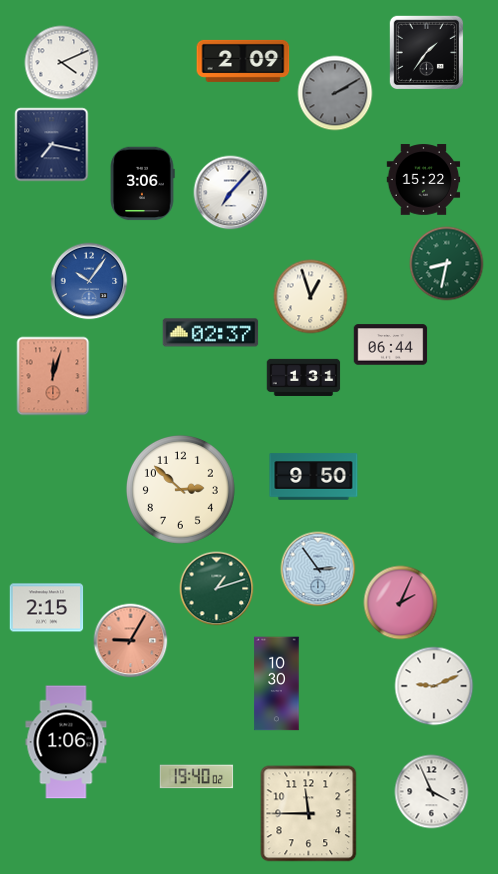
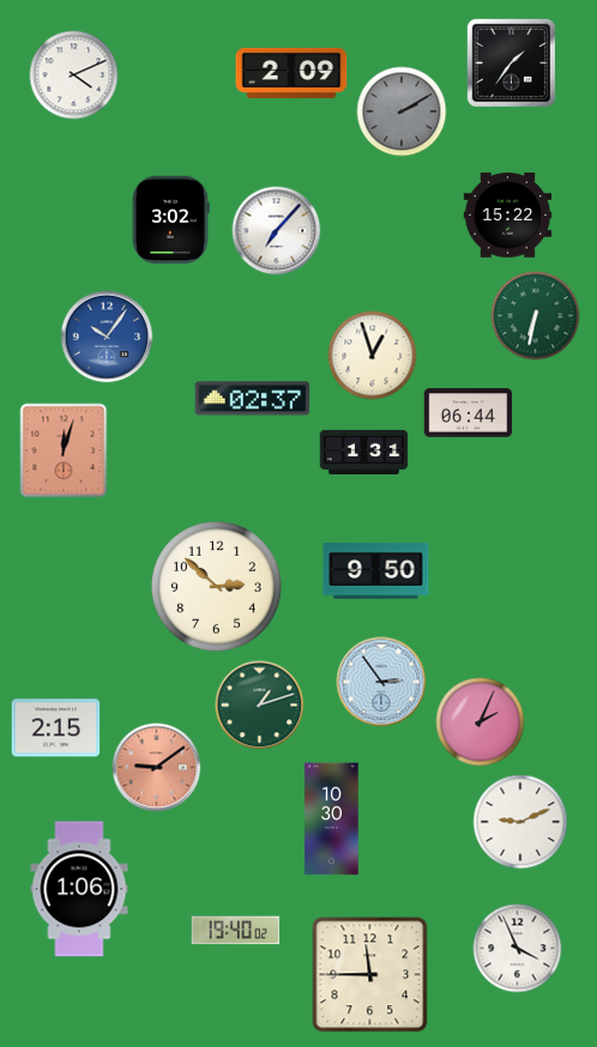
clock at (52, 145): 7:17 -> none
clock at (142, 184): 3:06 -> 3:02
clock at (447, 264): 8:32 -> 6:32
clock at (131, 641): 9:05 -> 9:09
